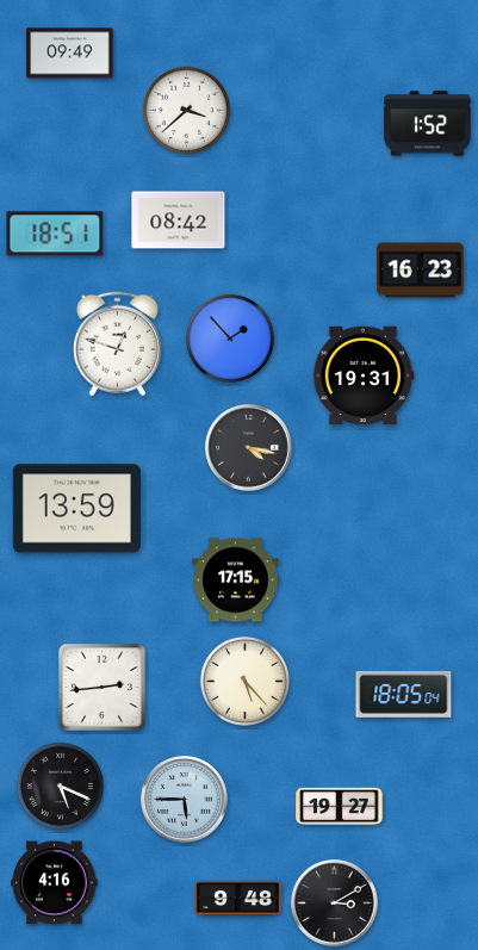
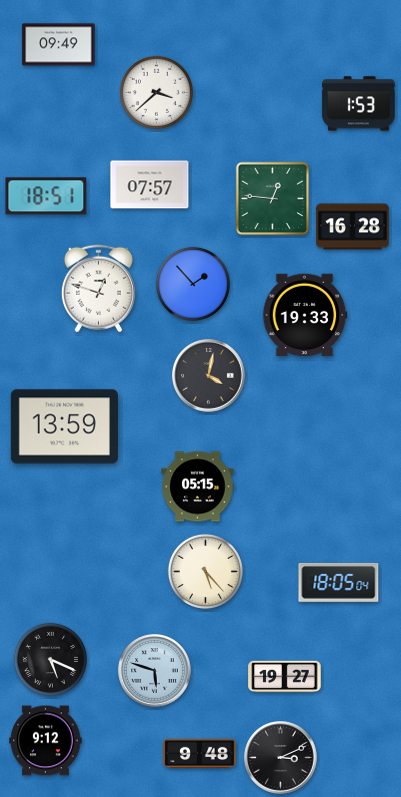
clock at (428, 124): 1:52 -> 1:53
clock at (179, 221): 08:42 -> 07:57
clock at (273, 199): none -> 12:46
clock at (421, 271): 16:23 -> 16:28
clock at (364, 375): 19:31 -> 19:33
clock at (249, 448): 4:17 -> 4:02
clock at (236, 580): 17:15 -> 05:15
clock at (101, 687): 2:44 -> none
clock at (185, 800): 5:45 -> 5:48
clock at (55, 883): 4:16 -> 9:12
clock at (335, 904): 3:10 -> 3:11
